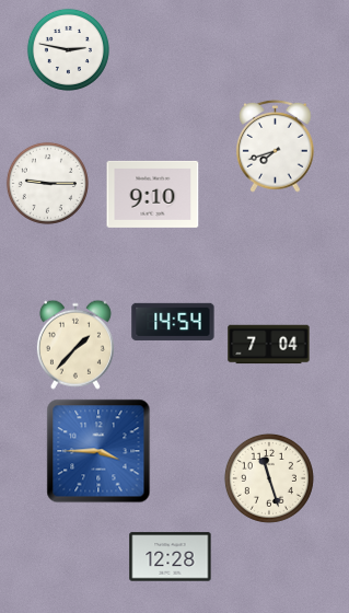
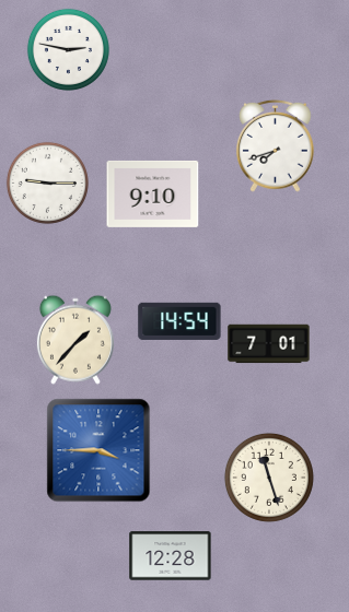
clock at (173, 321) position: (173, 321) -> (179, 320)
clock at (75, 345) position: (75, 345) -> (75, 340)
clock at (269, 345): 7:04 -> 7:01
